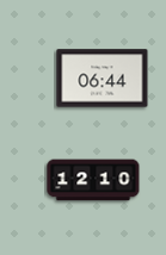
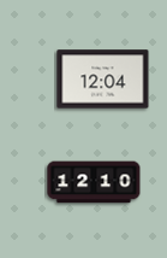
clock at (103, 79): 06:44 -> 12:04
